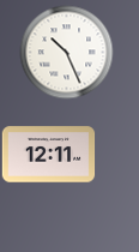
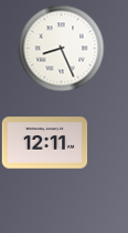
clock at (66, 52): 10:26 -> 8:26
